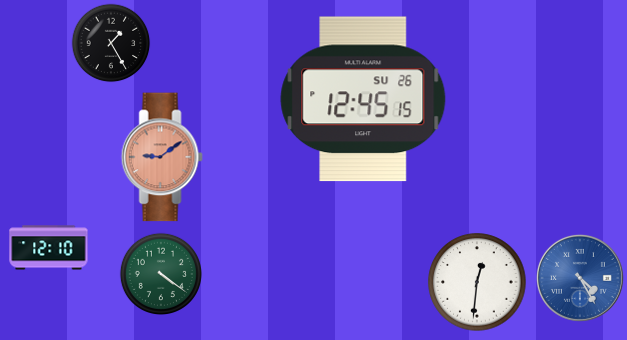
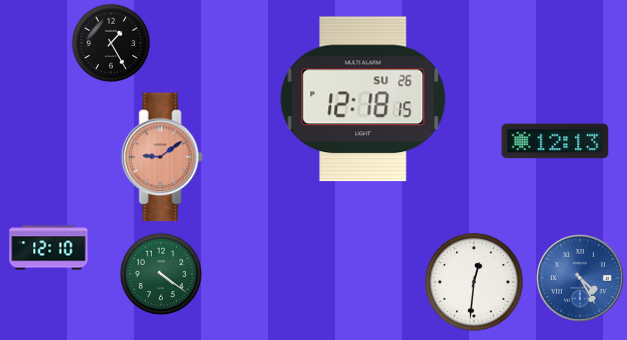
clock at (363, 99): 12:45 -> 12:18
clock at (555, 141): none -> 12:13
clock at (477, 282) position: (477, 282) -> (474, 282)
